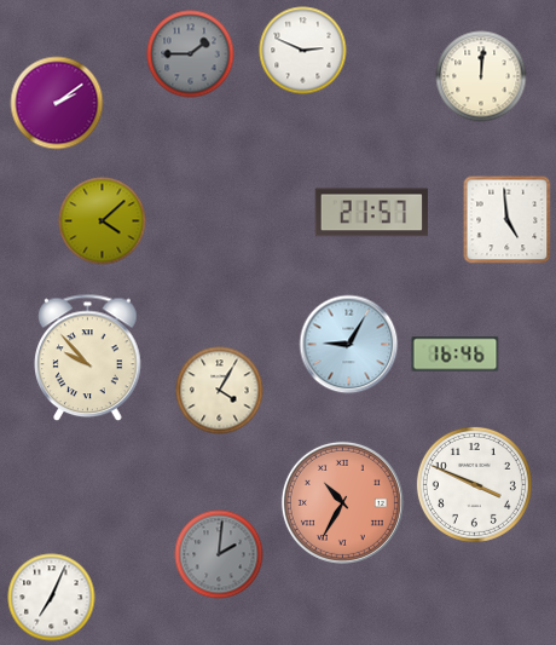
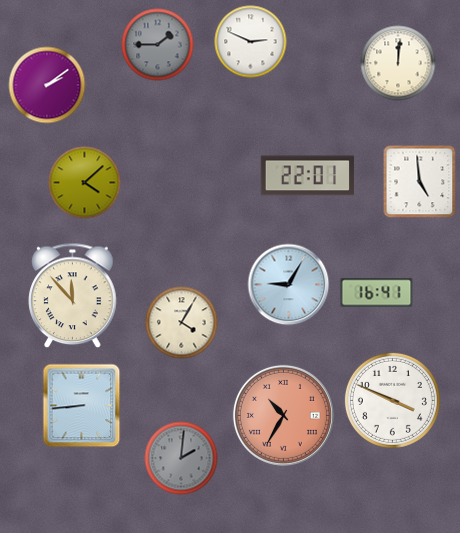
clock at (372, 213): 21:57 -> 22:01
clock at (456, 355): 16:46 -> 16:41
clock at (88, 358): 9:53 -> 11:53
clock at (82, 406): none -> 8:44
clock at (52, 598): 7:04 -> none
